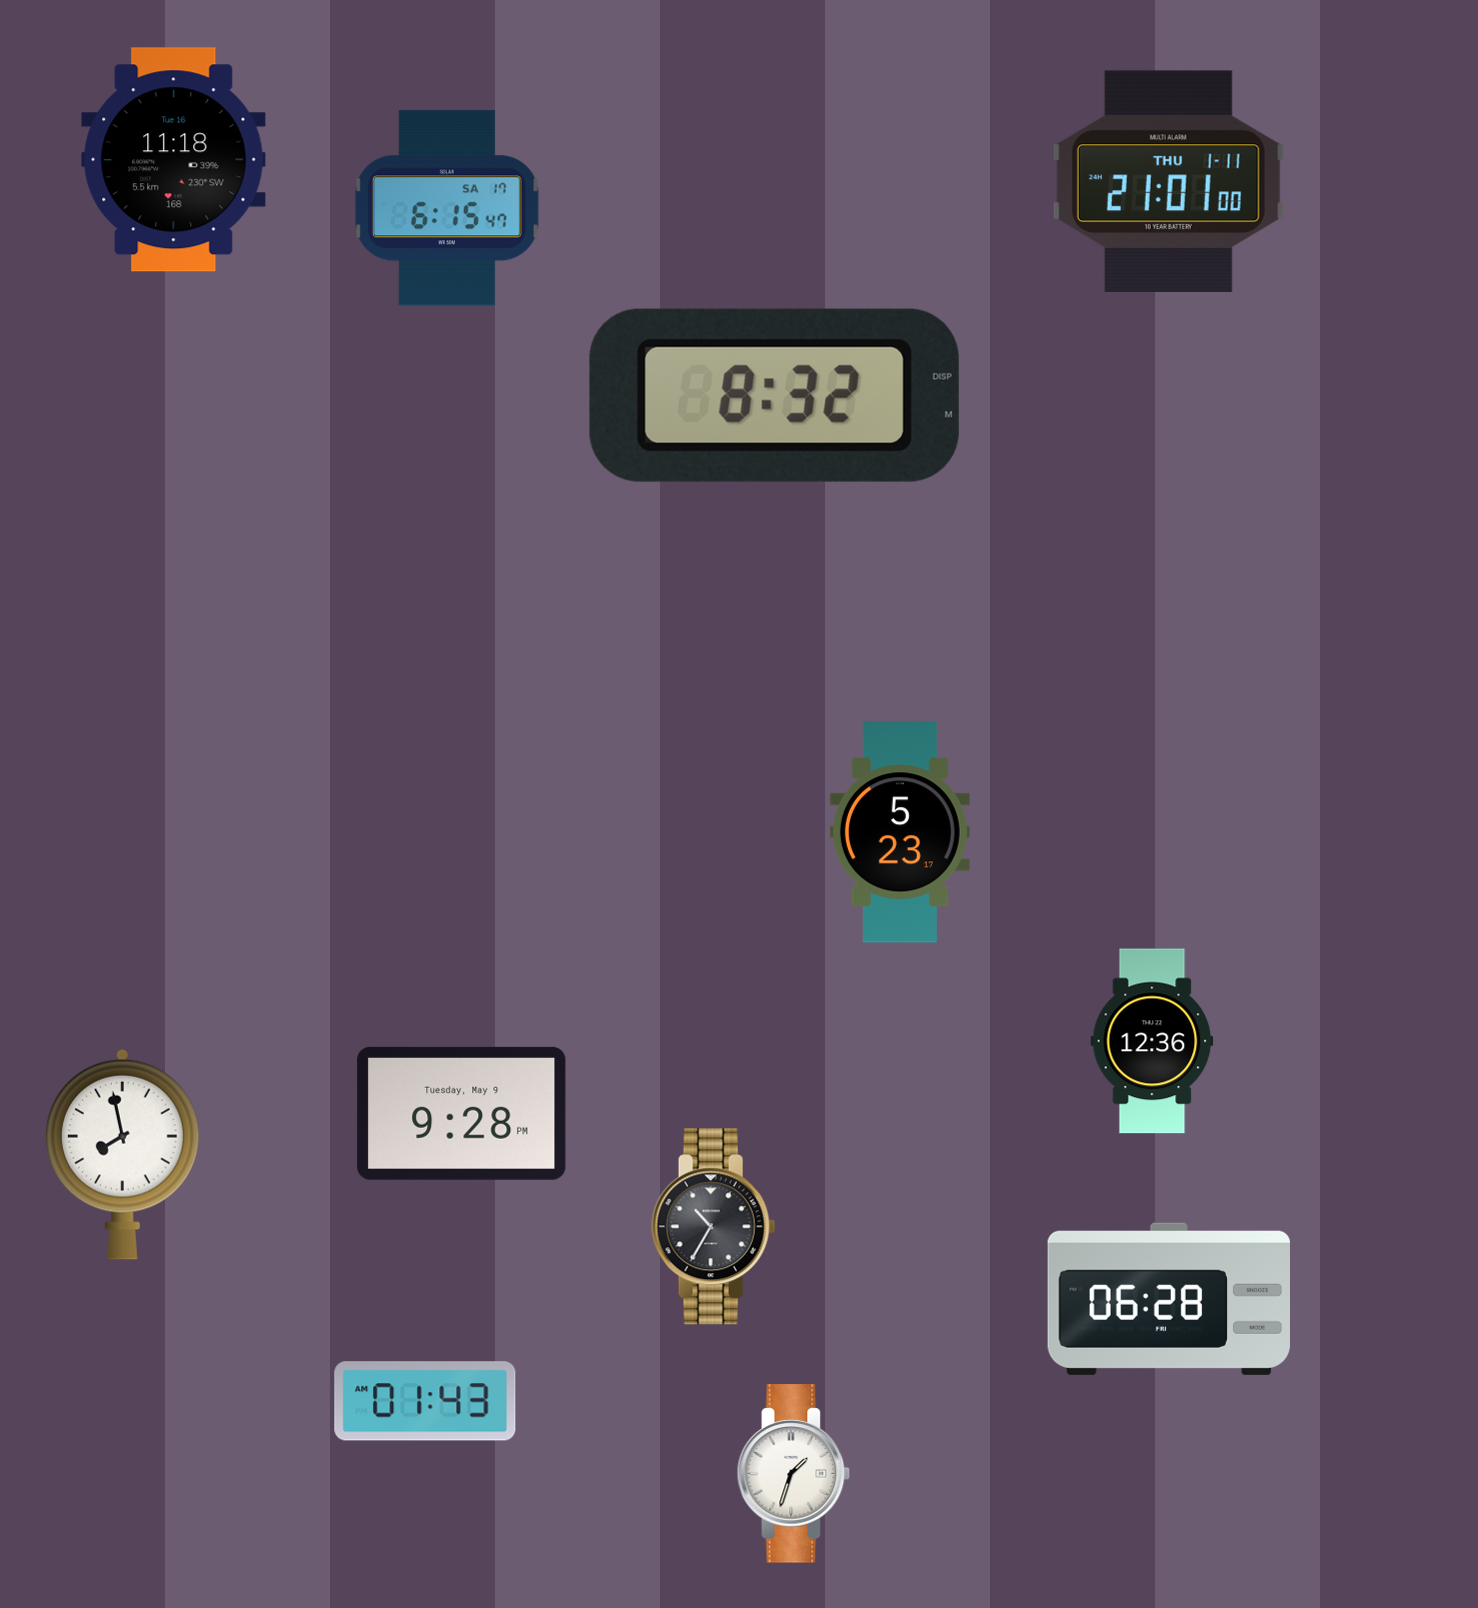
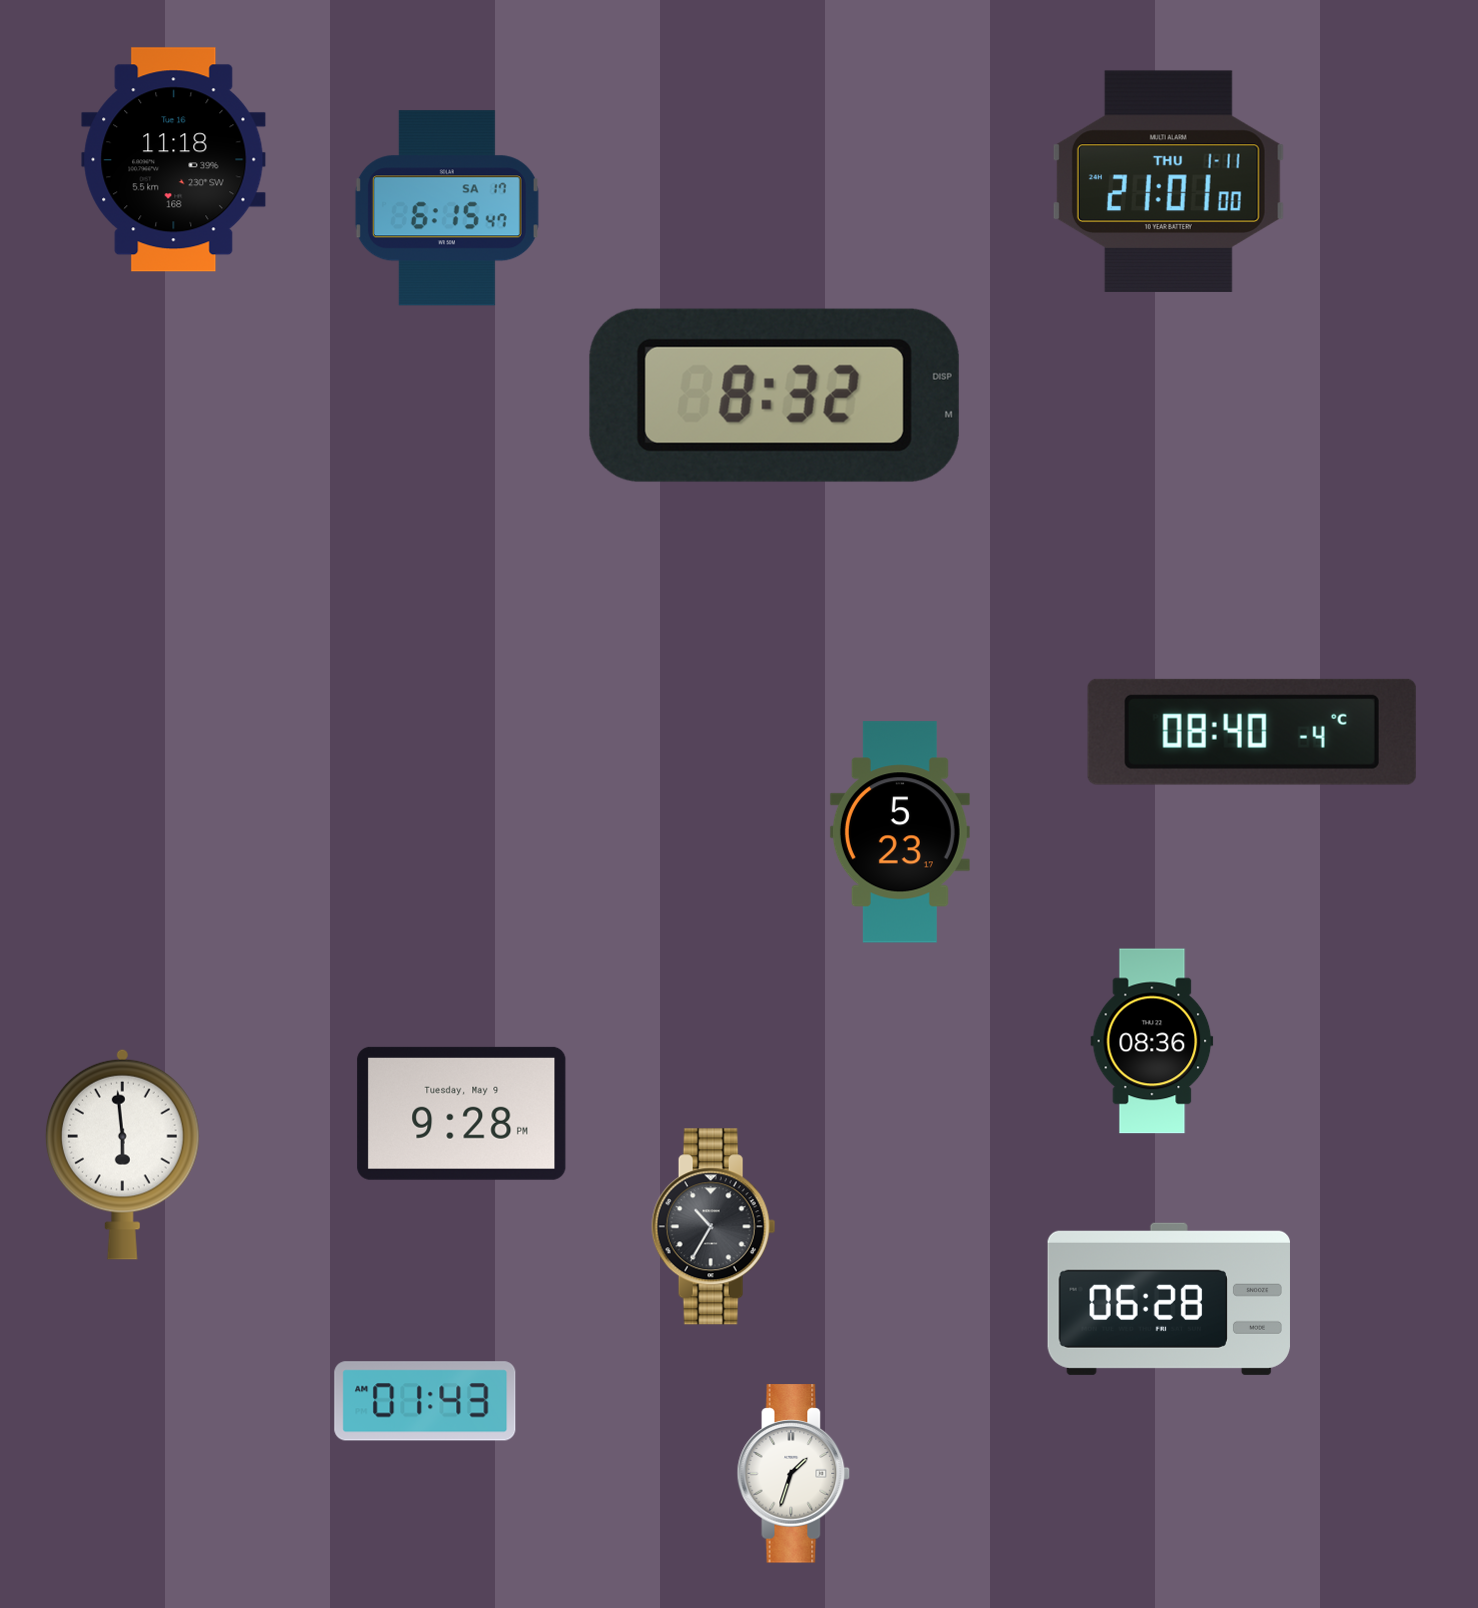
clock at (1252, 732): none -> 08:40
clock at (1152, 1041): 12:36 -> 08:36
clock at (122, 1154): 7:58 -> 5:59
